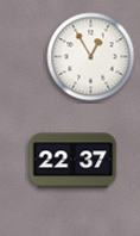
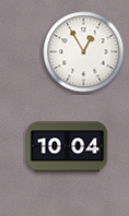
clock at (74, 161): 22:37 -> 10:04
